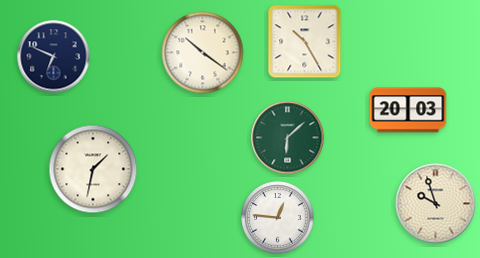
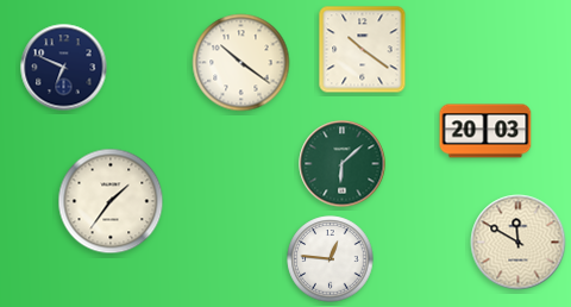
clock at (305, 42): 10:25 -> 10:21
clock at (93, 169): 1:32 -> 1:36
clock at (436, 204): 9:57 -> 11:50
